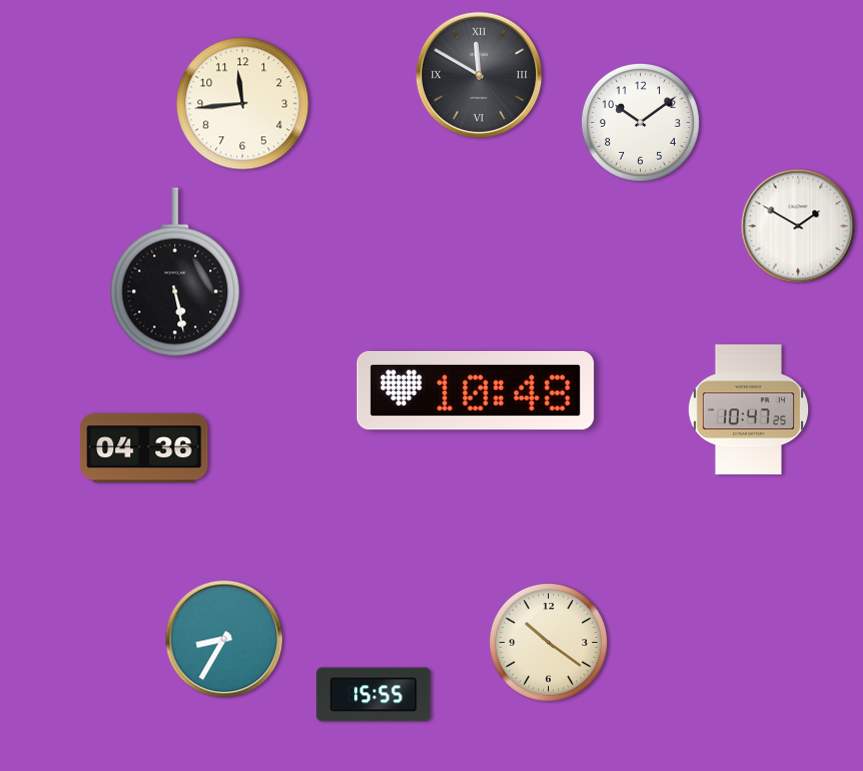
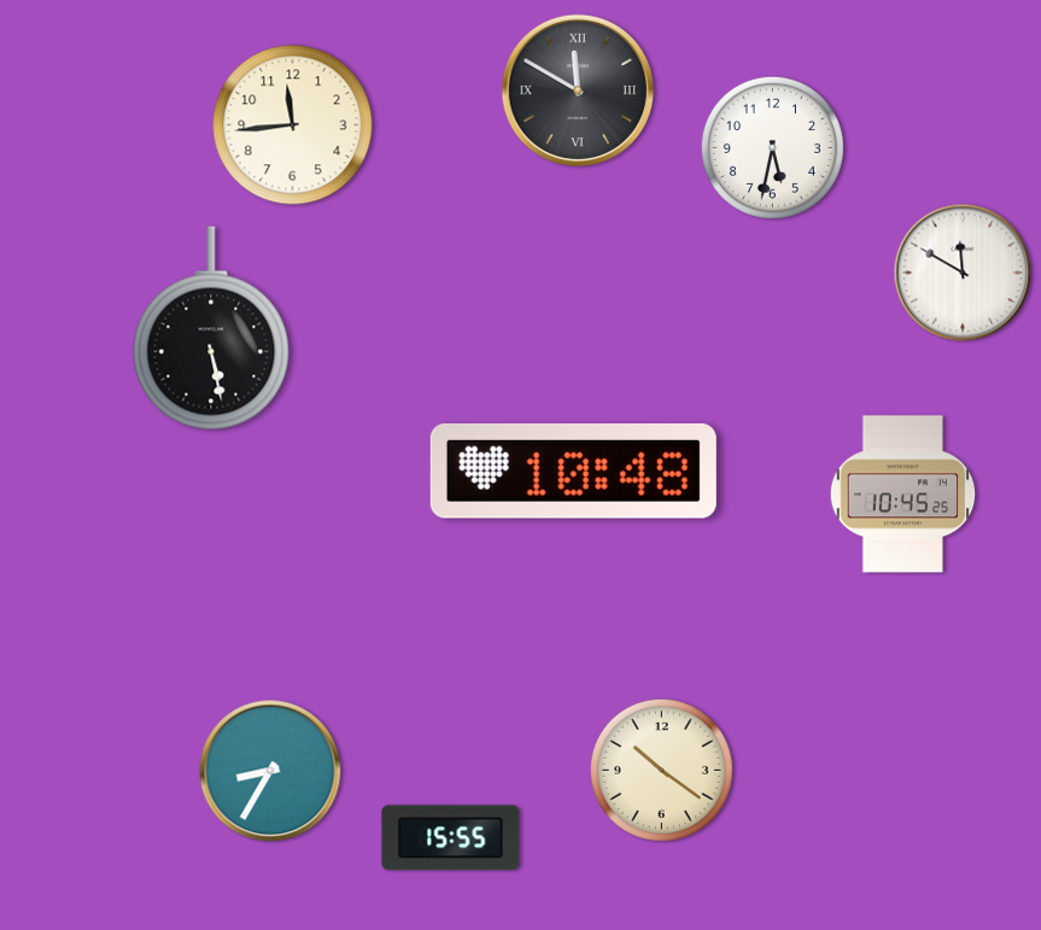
clock at (640, 122): 10:09 -> 5:32
clock at (798, 226): 1:50 -> 11:50
clock at (749, 410): 10:47 -> 10:45
clock at (144, 448): 04:36 -> none
clock at (548, 642) position: (548, 642) -> (661, 770)
